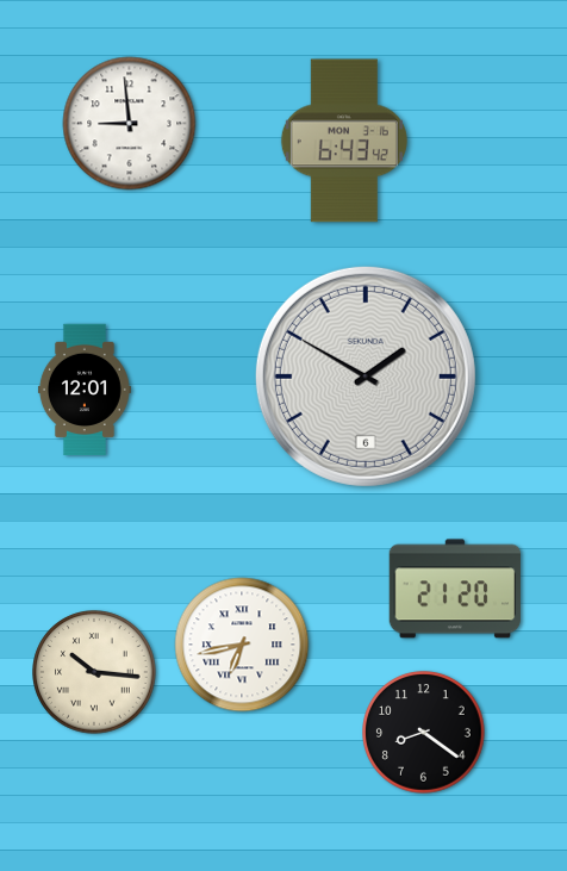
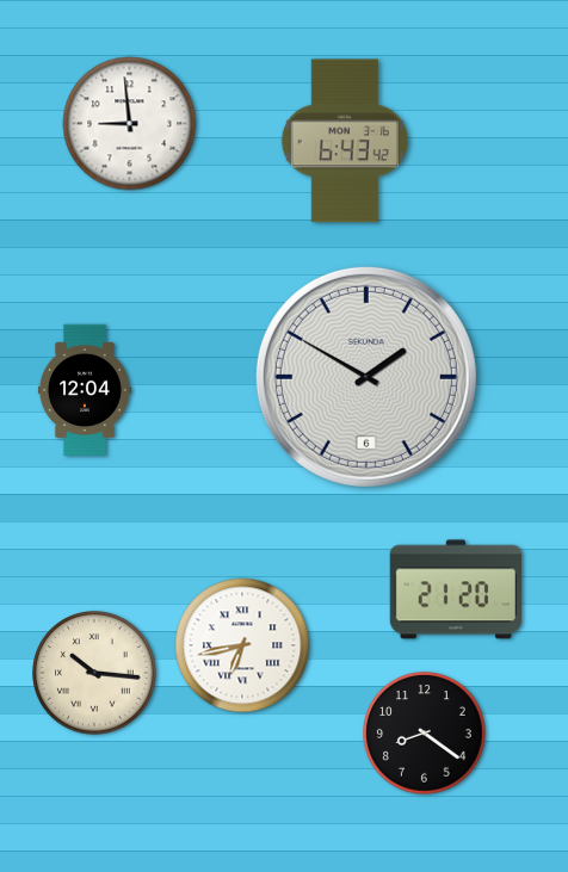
clock at (85, 390): 12:01 -> 12:04
